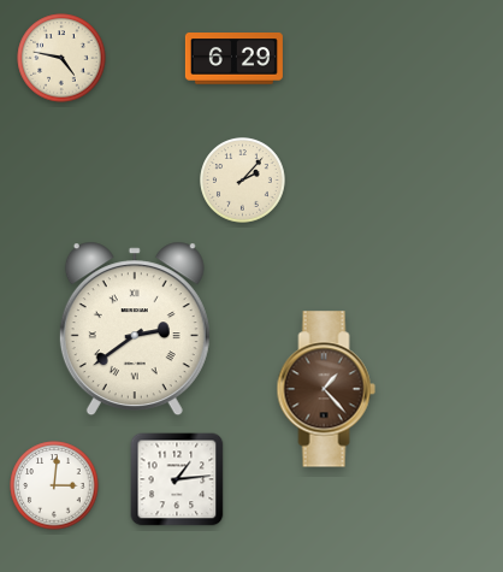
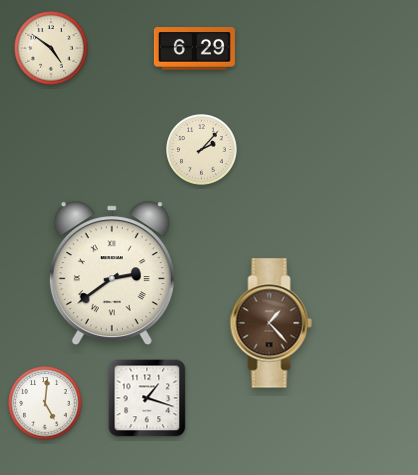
clock at (61, 58): 4:47 -> 4:51
clock at (177, 479): 1:14 -> 1:18
clock at (54, 485): 3:01 -> 5:01
